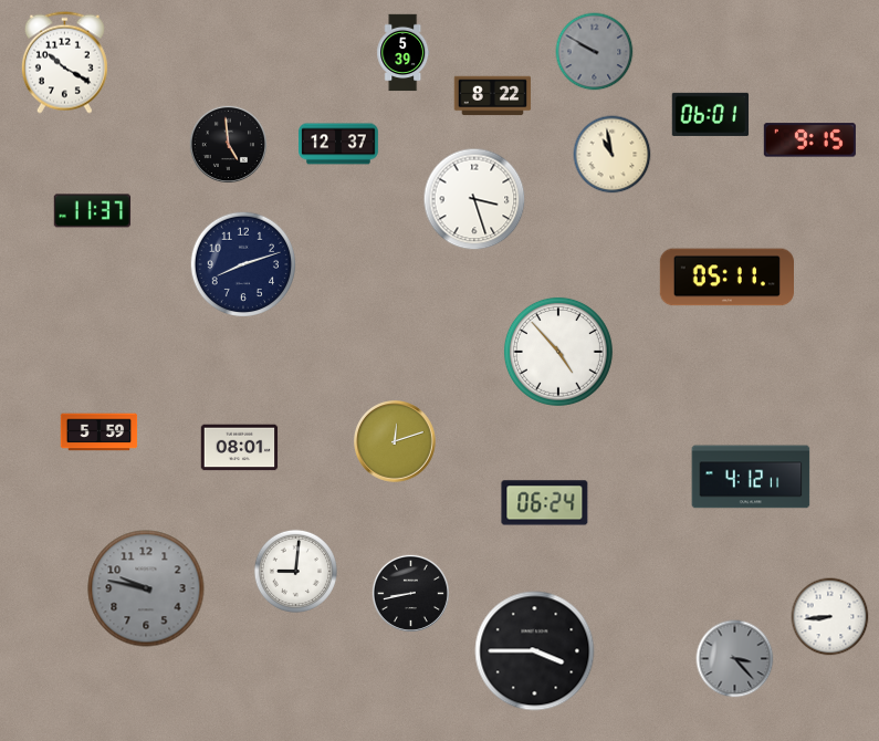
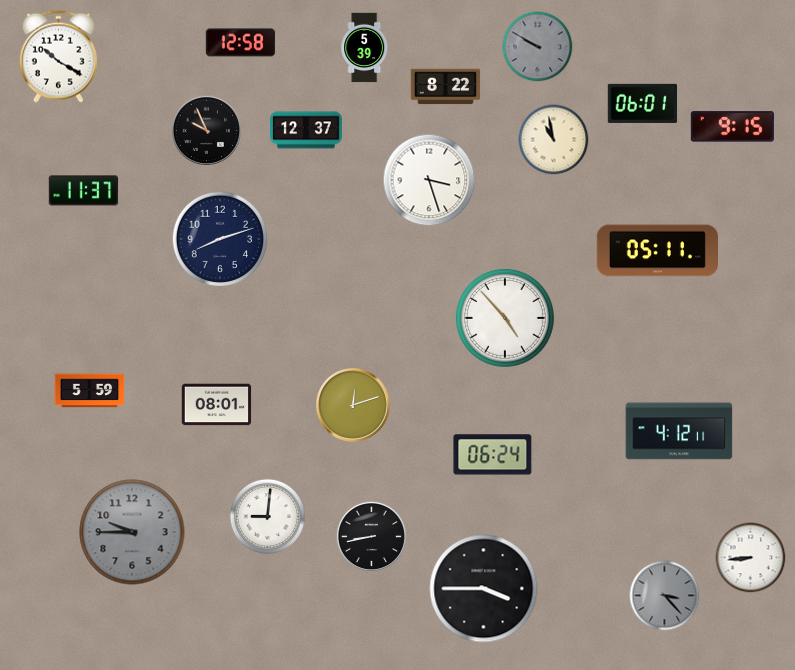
clock at (241, 43): none -> 12:58
clock at (228, 144): 4:59 -> 9:56
clock at (396, 442) position: (396, 442) -> (354, 406)
clock at (146, 588): 9:47 -> 9:45
